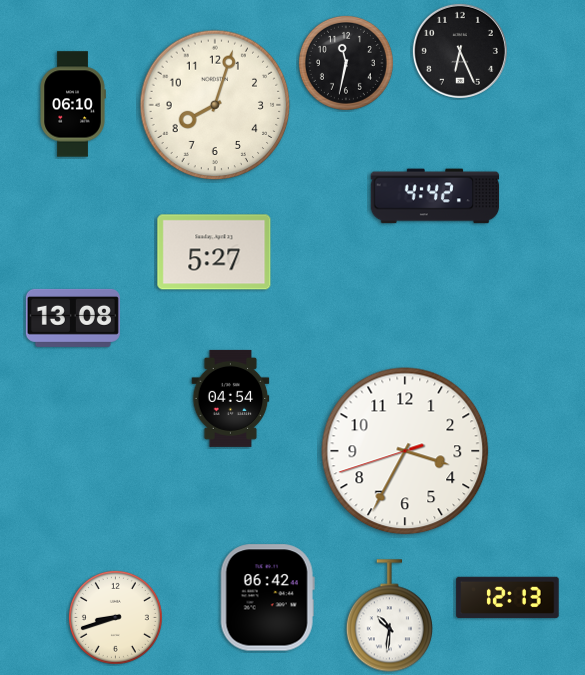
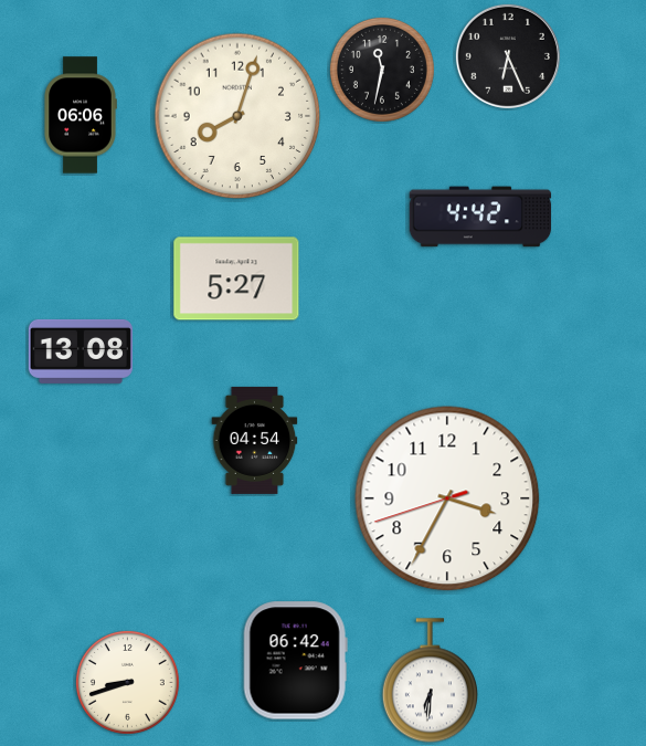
clock at (73, 104): 06:10 -> 06:06
clock at (508, 598): 12:13 -> none
clock at (389, 616): 10:31 -> 6:31
